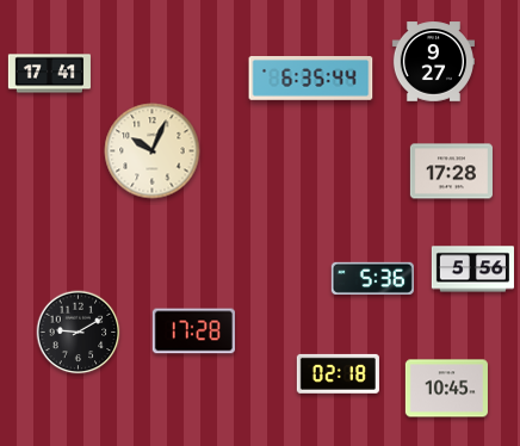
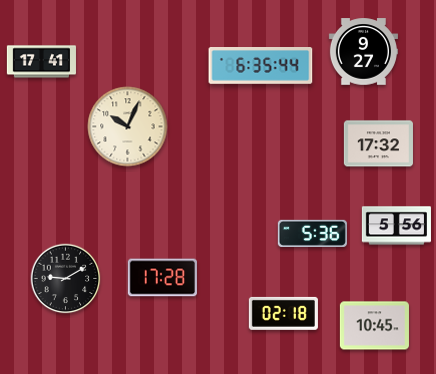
clock at (451, 172): 17:28 -> 17:32
